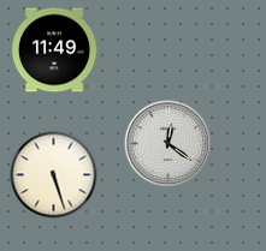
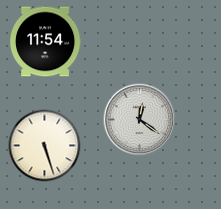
clock at (54, 50): 11:49 -> 11:54
